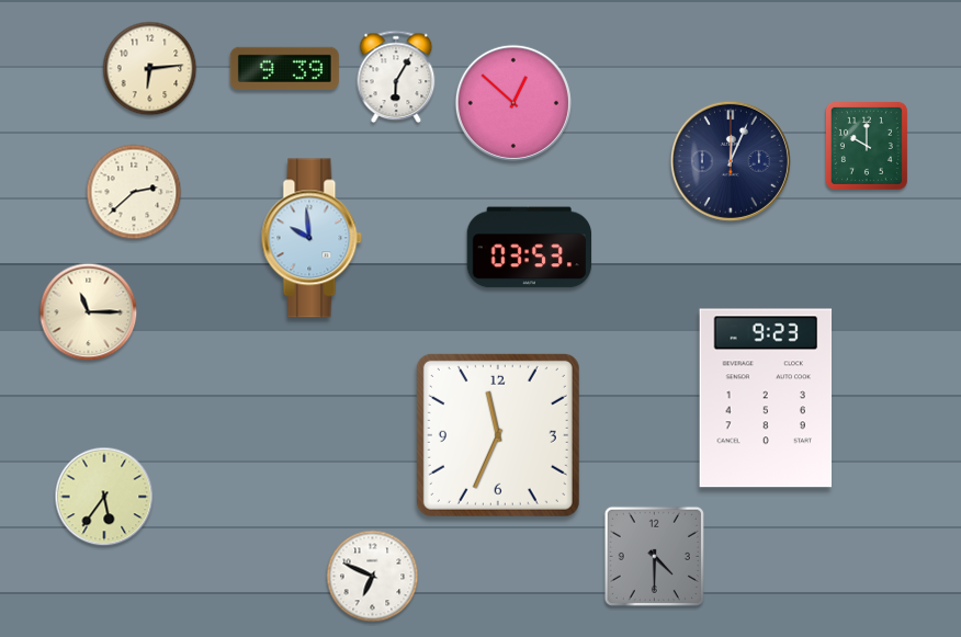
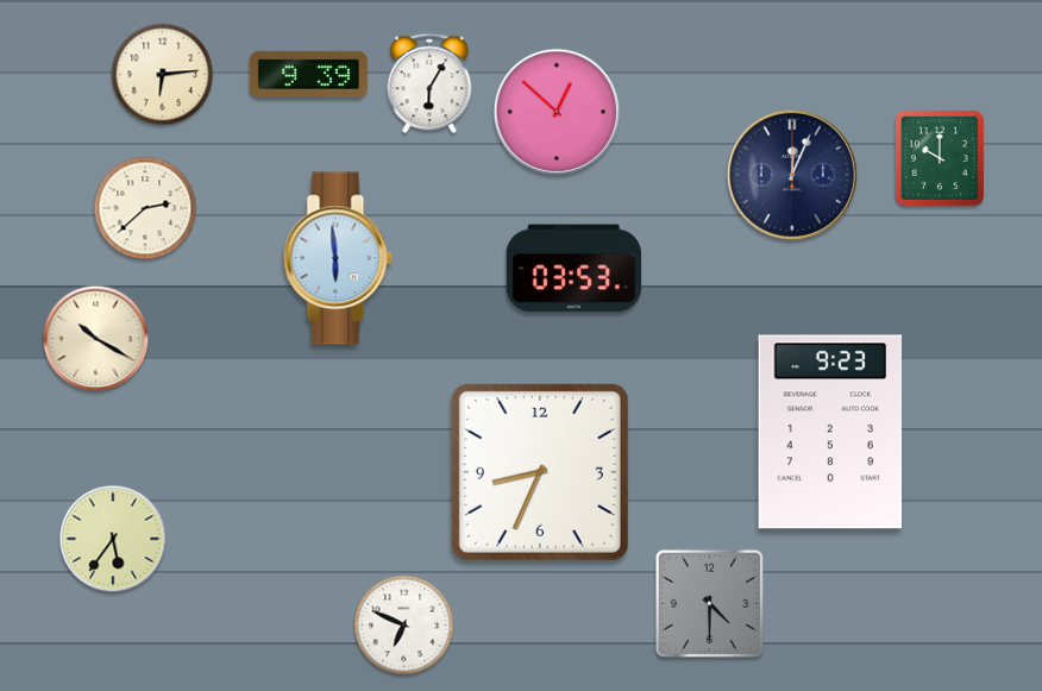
clock at (312, 238): 9:59 -> 5:59
clock at (89, 312): 11:15 -> 10:20
clock at (498, 435): 11:34 -> 8:34
